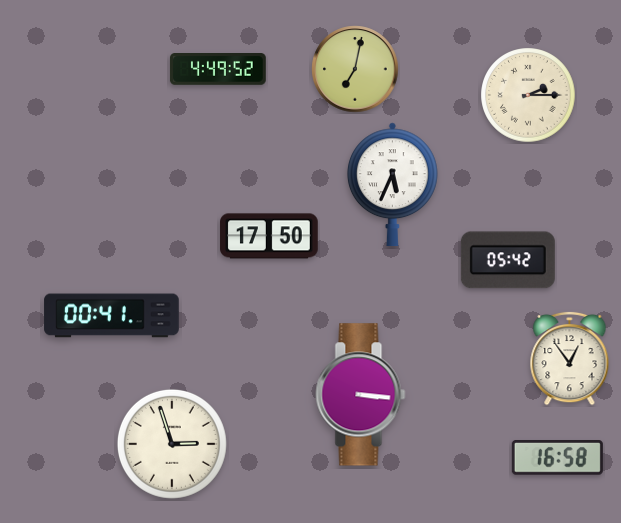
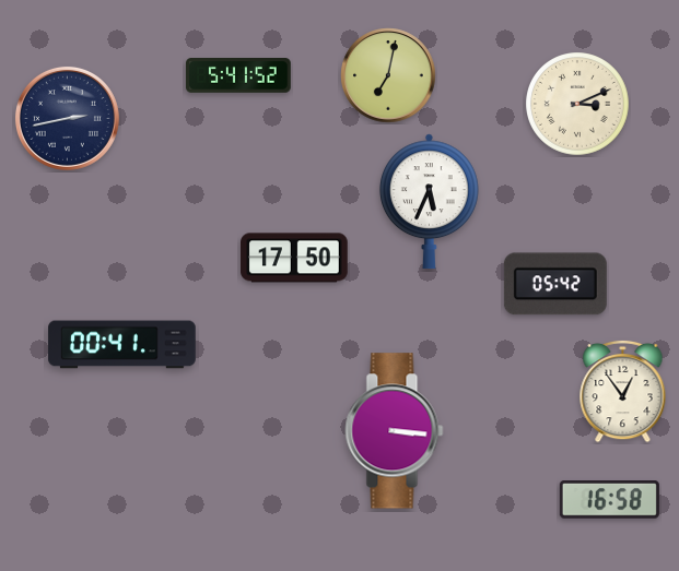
clock at (218, 70): 4:49 -> 5:41
clock at (528, 95): 2:15 -> 3:11
clock at (67, 118): none -> 2:43
clock at (172, 444): 2:57 -> none
